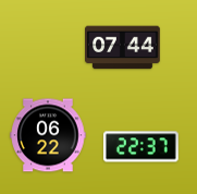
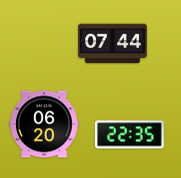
clock at (48, 135): 06:22 -> 06:20
clock at (140, 147): 22:37 -> 22:35
